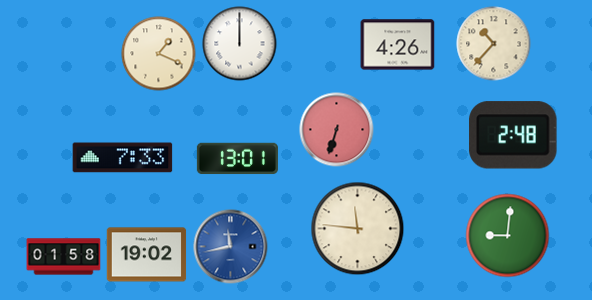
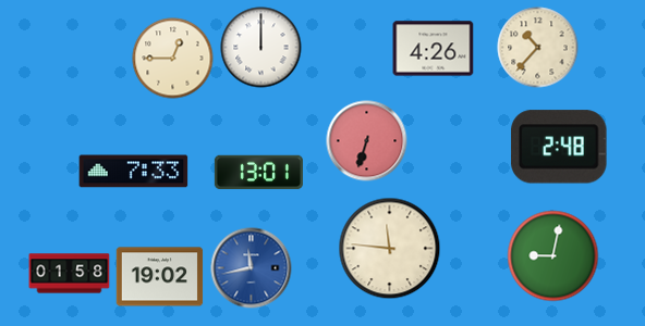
clock at (159, 54): 1:19 -> 12:45
clock at (508, 236): 9:01 -> 9:02
clock at (64, 257) position: (64, 257) -> (70, 274)
